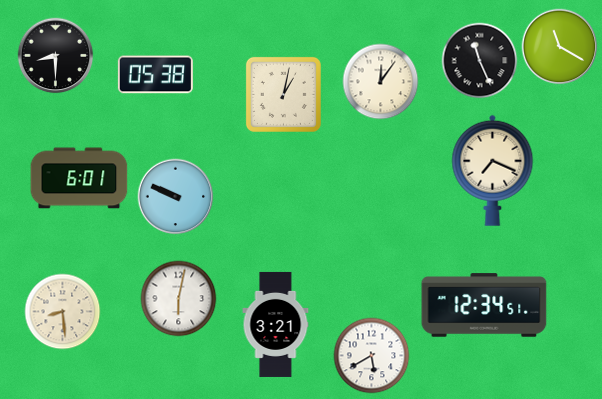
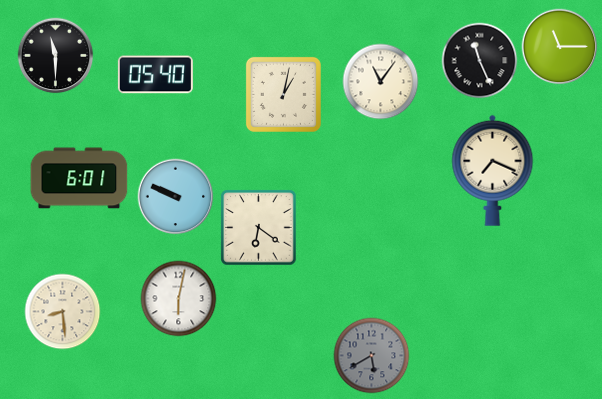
clock at (560, 47): 11:20 -> 11:15
clock at (56, 56): 8:30 -> 11:30
clock at (155, 75): 05:38 -> 05:40
clock at (381, 82): 12:06 -> 11:06
clock at (259, 228): none -> 6:21
clock at (484, 305): 12:34 -> none
clock at (276, 324): 3:21 -> none
clock at (372, 356) dial: white -> grey
